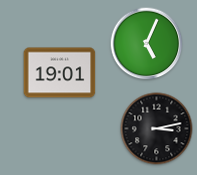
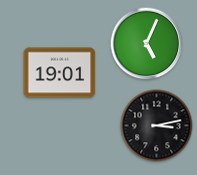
clock at (157, 129) position: (157, 129) -> (157, 126)
